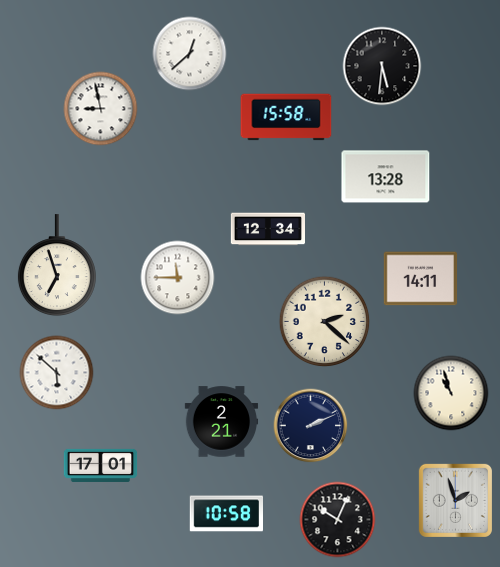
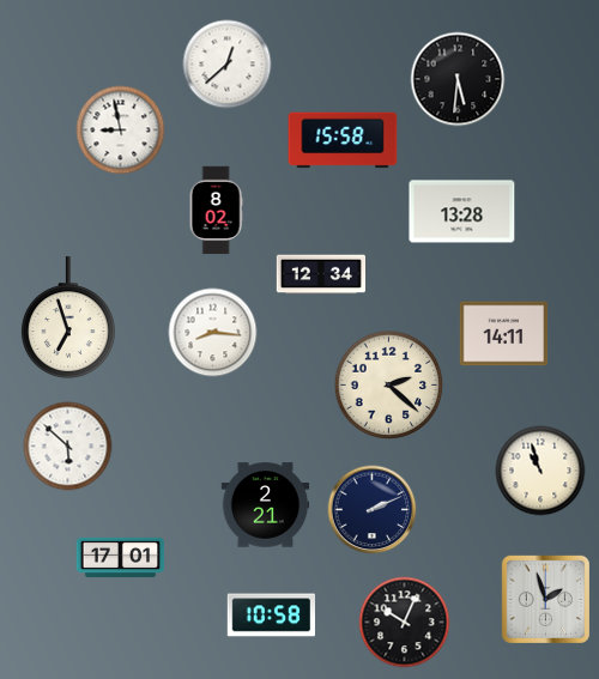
clock at (216, 211): none -> 8:02
clock at (178, 278): 11:45 -> 8:16
